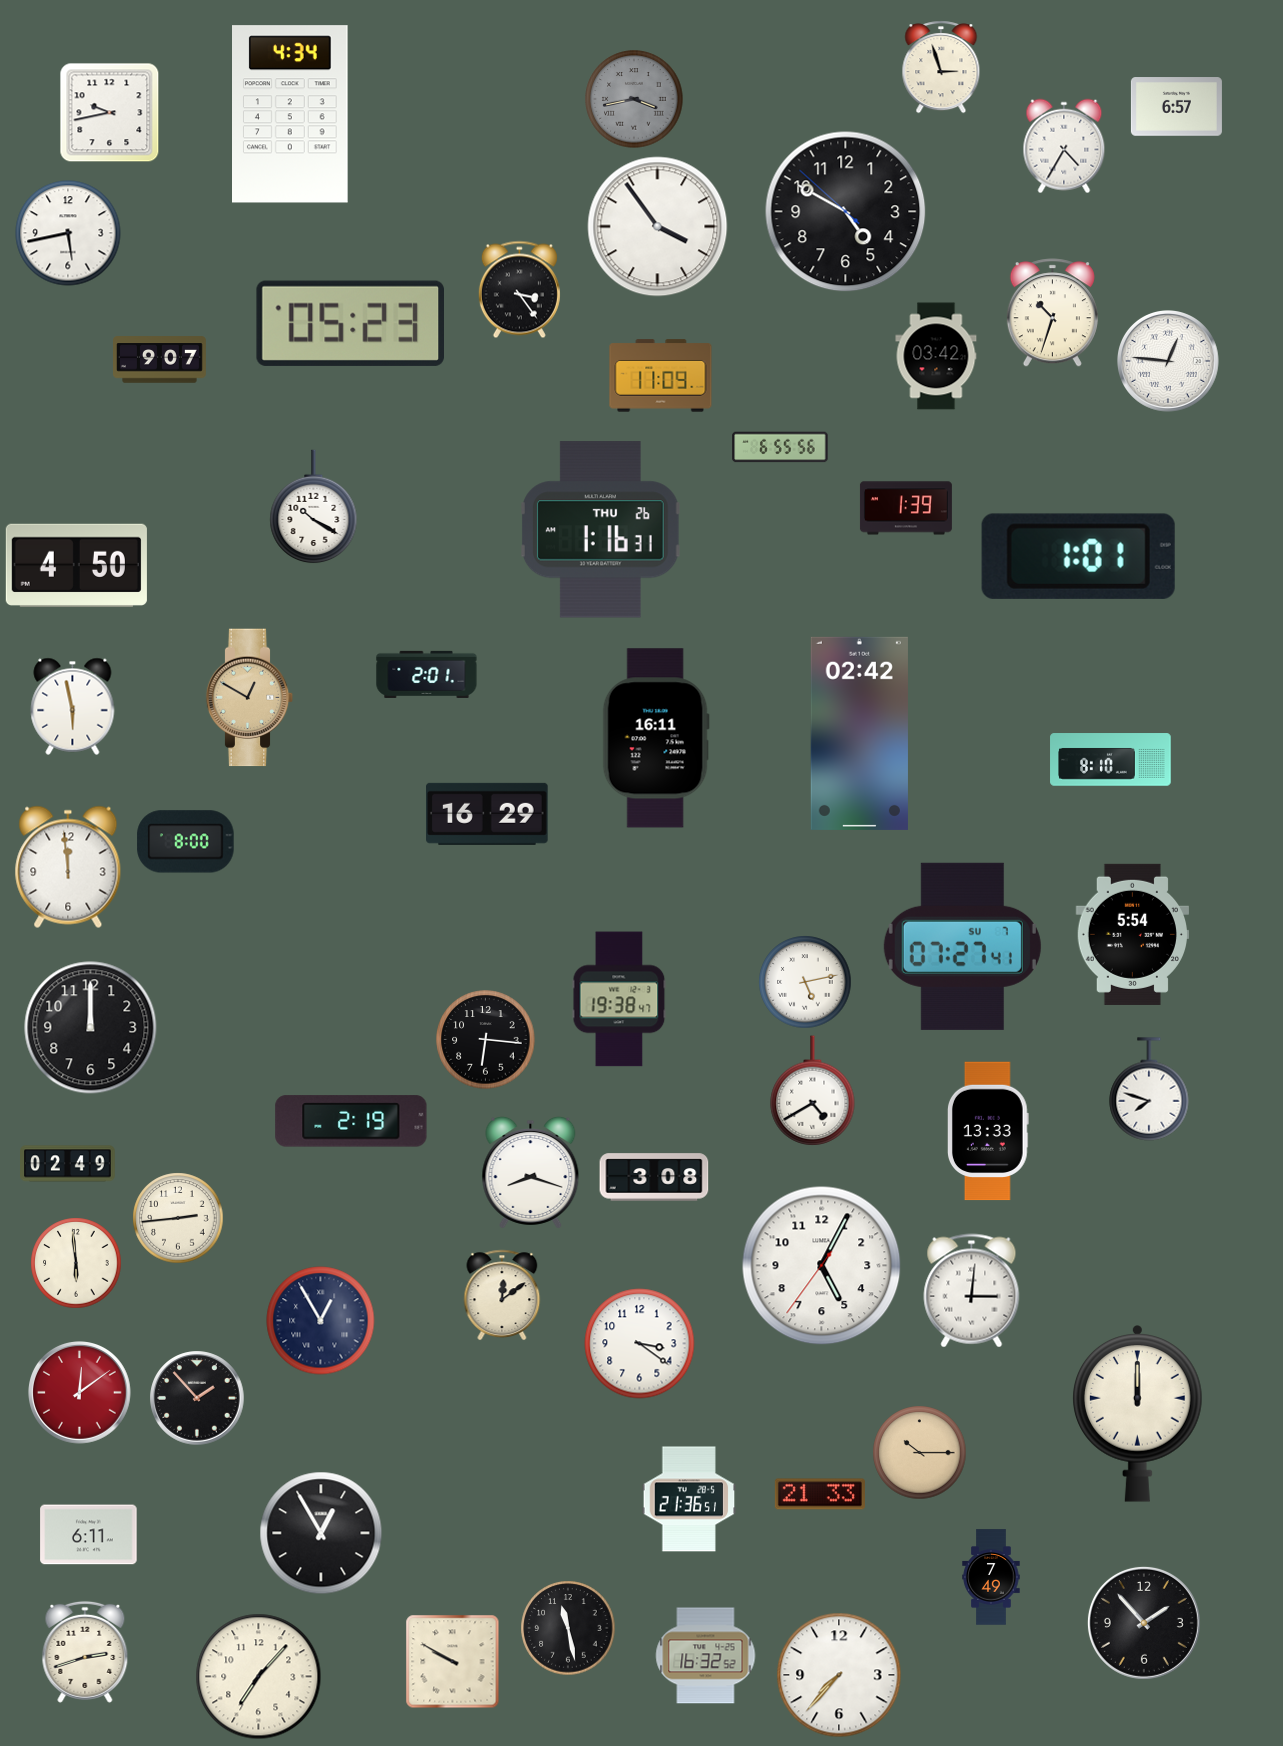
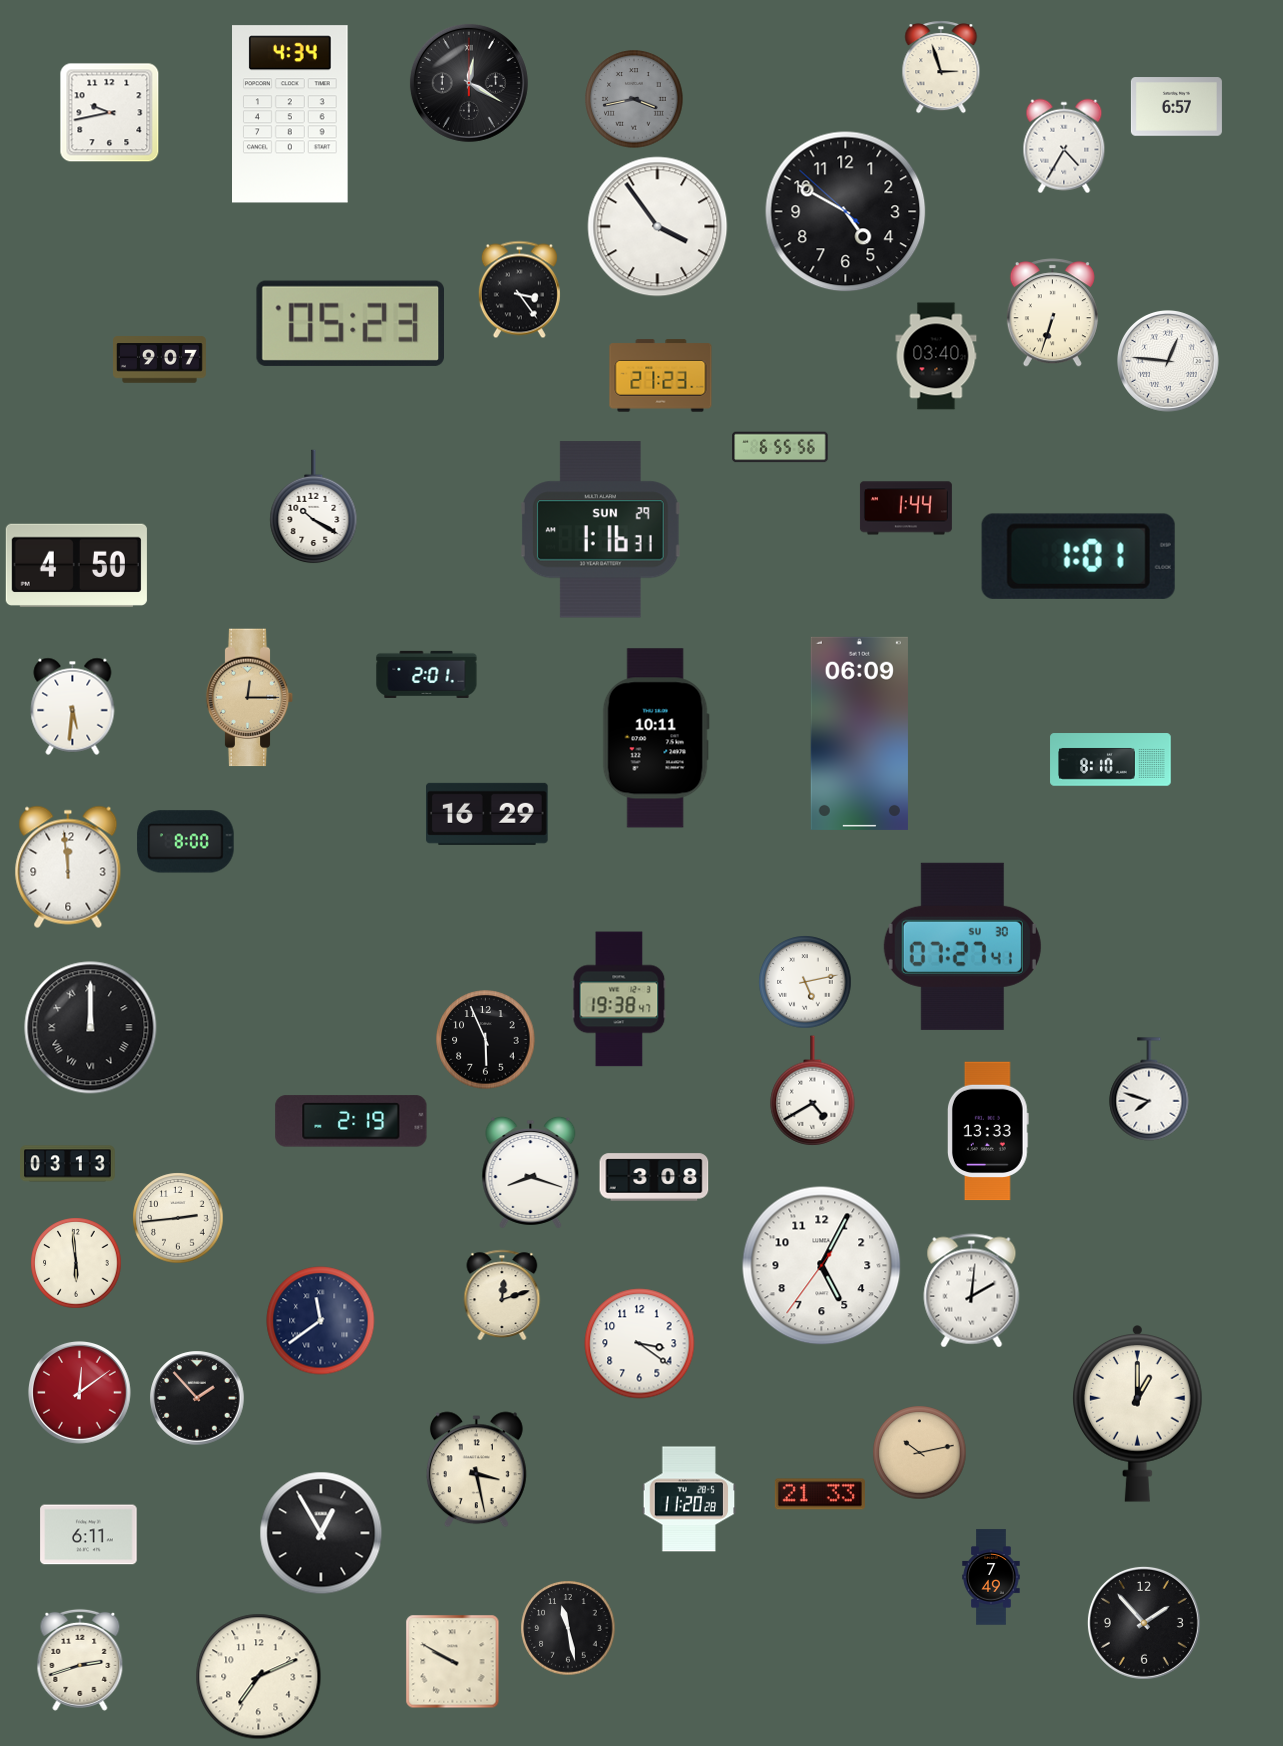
clock at (469, 83): none -> 12:20
clock at (68, 233): 5:43 -> none
clock at (1052, 313): 10:33 -> 6:33
clock at (936, 356): 03:42 -> 03:40
clock at (661, 376): 11:09 -> 21:23
clock at (906, 508): 1:39 -> 1:44
clock at (600, 530) date: THU 26 -> SUN 29
clock at (250, 698): 12:50 -> 12:15
clock at (73, 706): 5:58 -> 5:31
clock at (859, 733): 02:42 -> 06:09
clock at (656, 738): 16:11 -> 10:11
clock at (1132, 934): 5:54 -> none
clock at (962, 946) date: SU 7 -> SU 30
clock at (91, 1028) numerals: Arabic -> Roman
clock at (486, 1040): 6:16 -> 5:56
clock at (68, 1164): 02:49 -> 03:13
clock at (972, 1291): 3:01 -> 2:01
clock at (502, 1295): 12:09 -> 12:12
clock at (321, 1321): 12:55 -> 11:39
clock at (1138, 1414): 12:00 -> 1:00
clock at (920, 1453): 10:15 -> 10:13
clock at (476, 1470): none -> 3:28
clock at (689, 1499): 21:36 -> 11:20
clock at (85, 1652) position: (85, 1652) -> (80, 1660)
clock at (706, 1656): 16:32 -> none
clock at (839, 1675): 7:37 -> none
clock at (259, 1677): 7:07 -> 7:11
